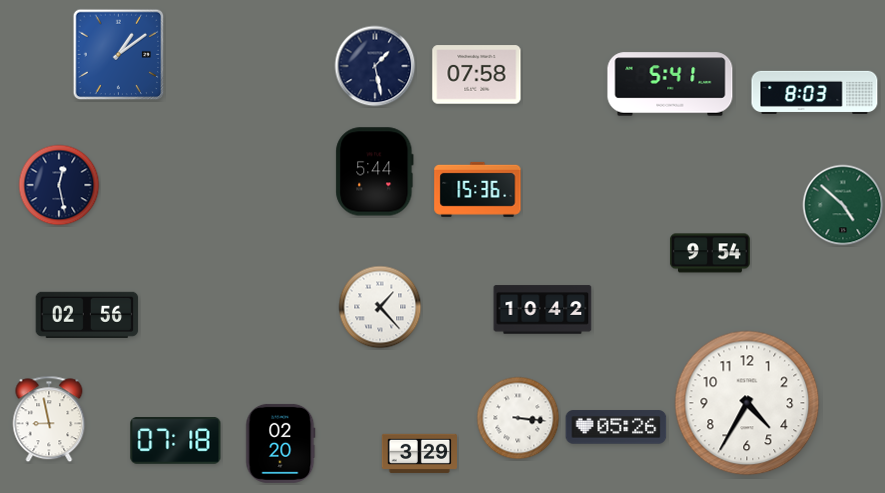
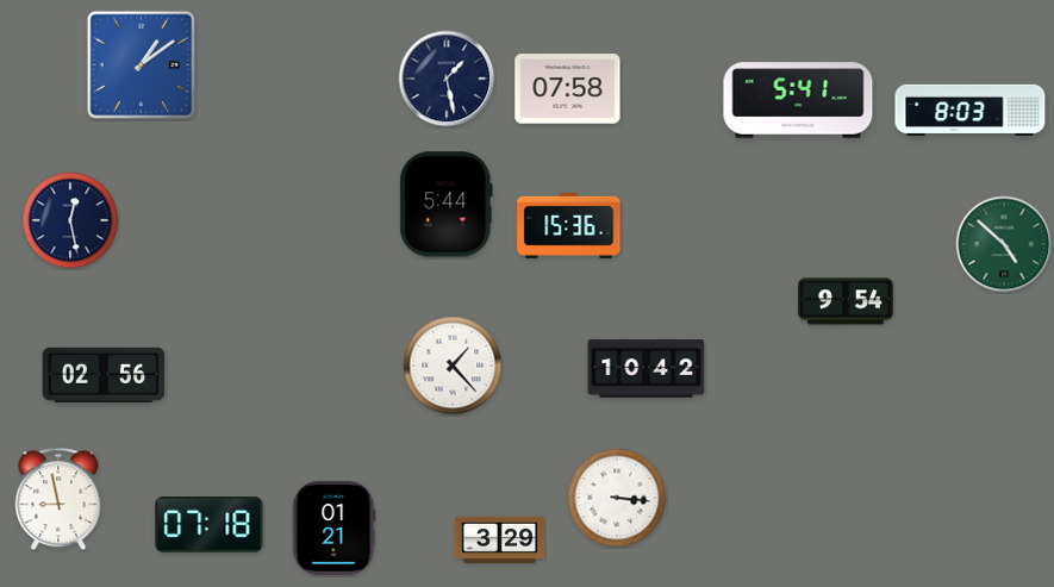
clock at (747, 403): 4:35 -> none
clock at (616, 427): 05:26 -> none
clock at (281, 443): 02:20 -> 01:21
